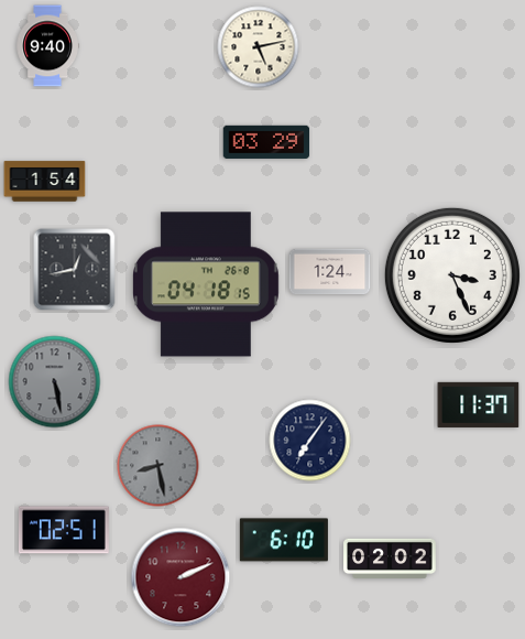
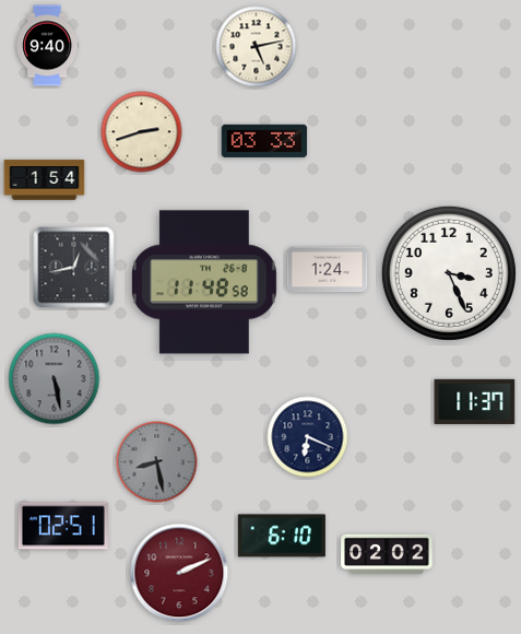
clock at (142, 132): none -> 2:42
clock at (266, 142): 03:29 -> 03:33
clock at (206, 284): 04:18 -> 11:48
clock at (310, 441): 7:06 -> 6:19
